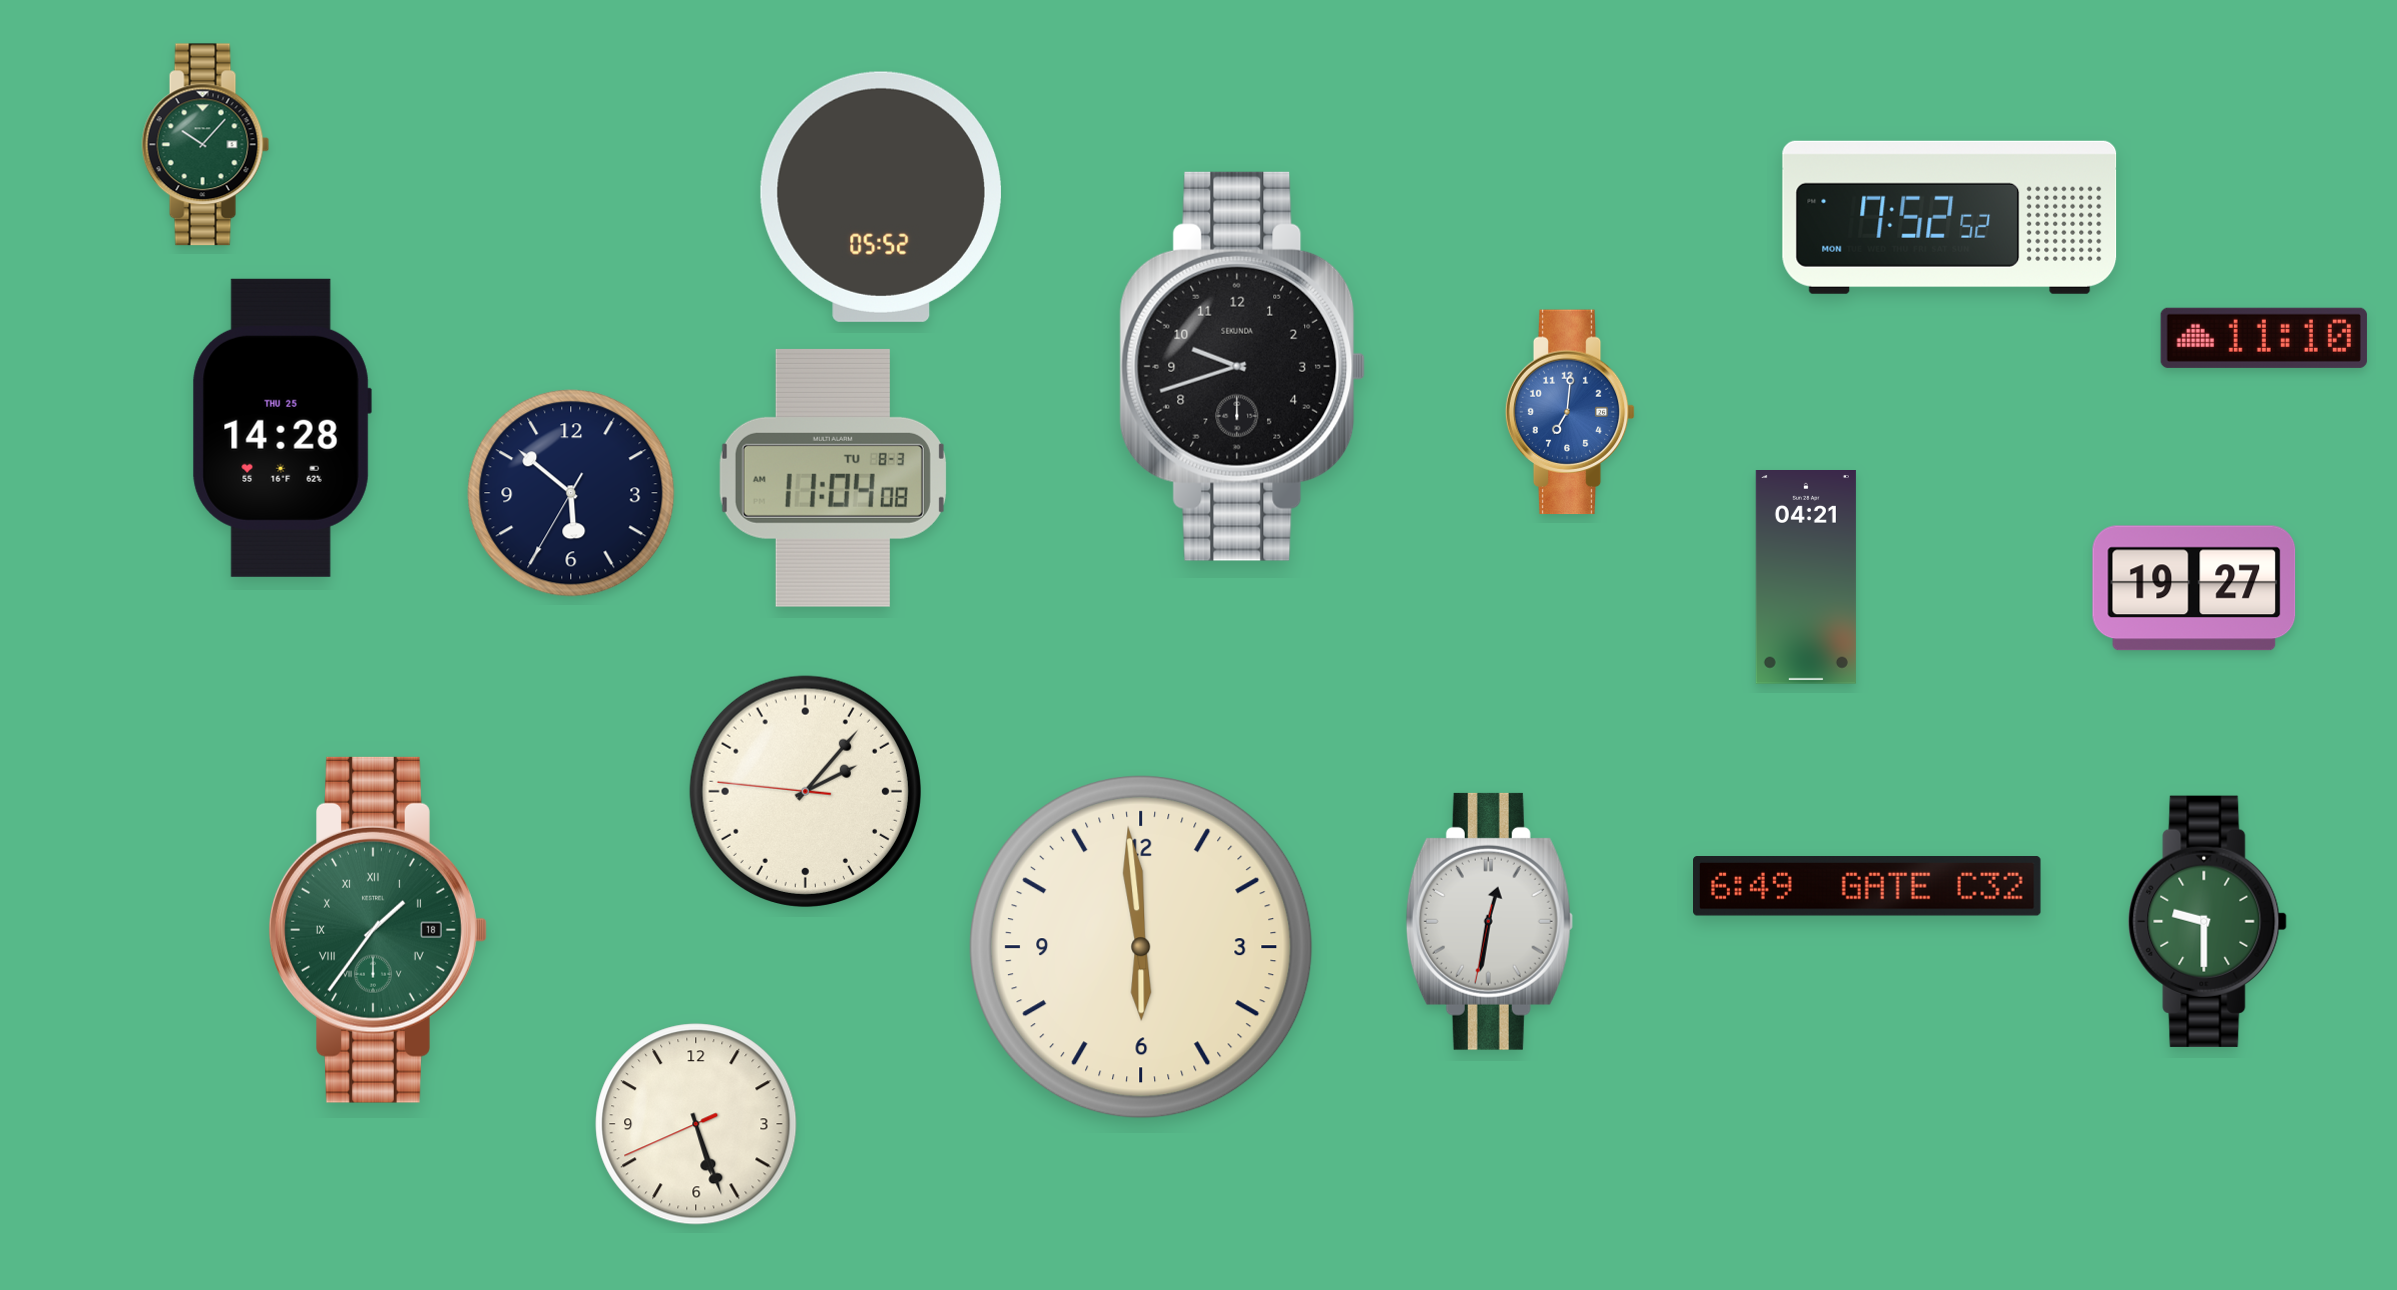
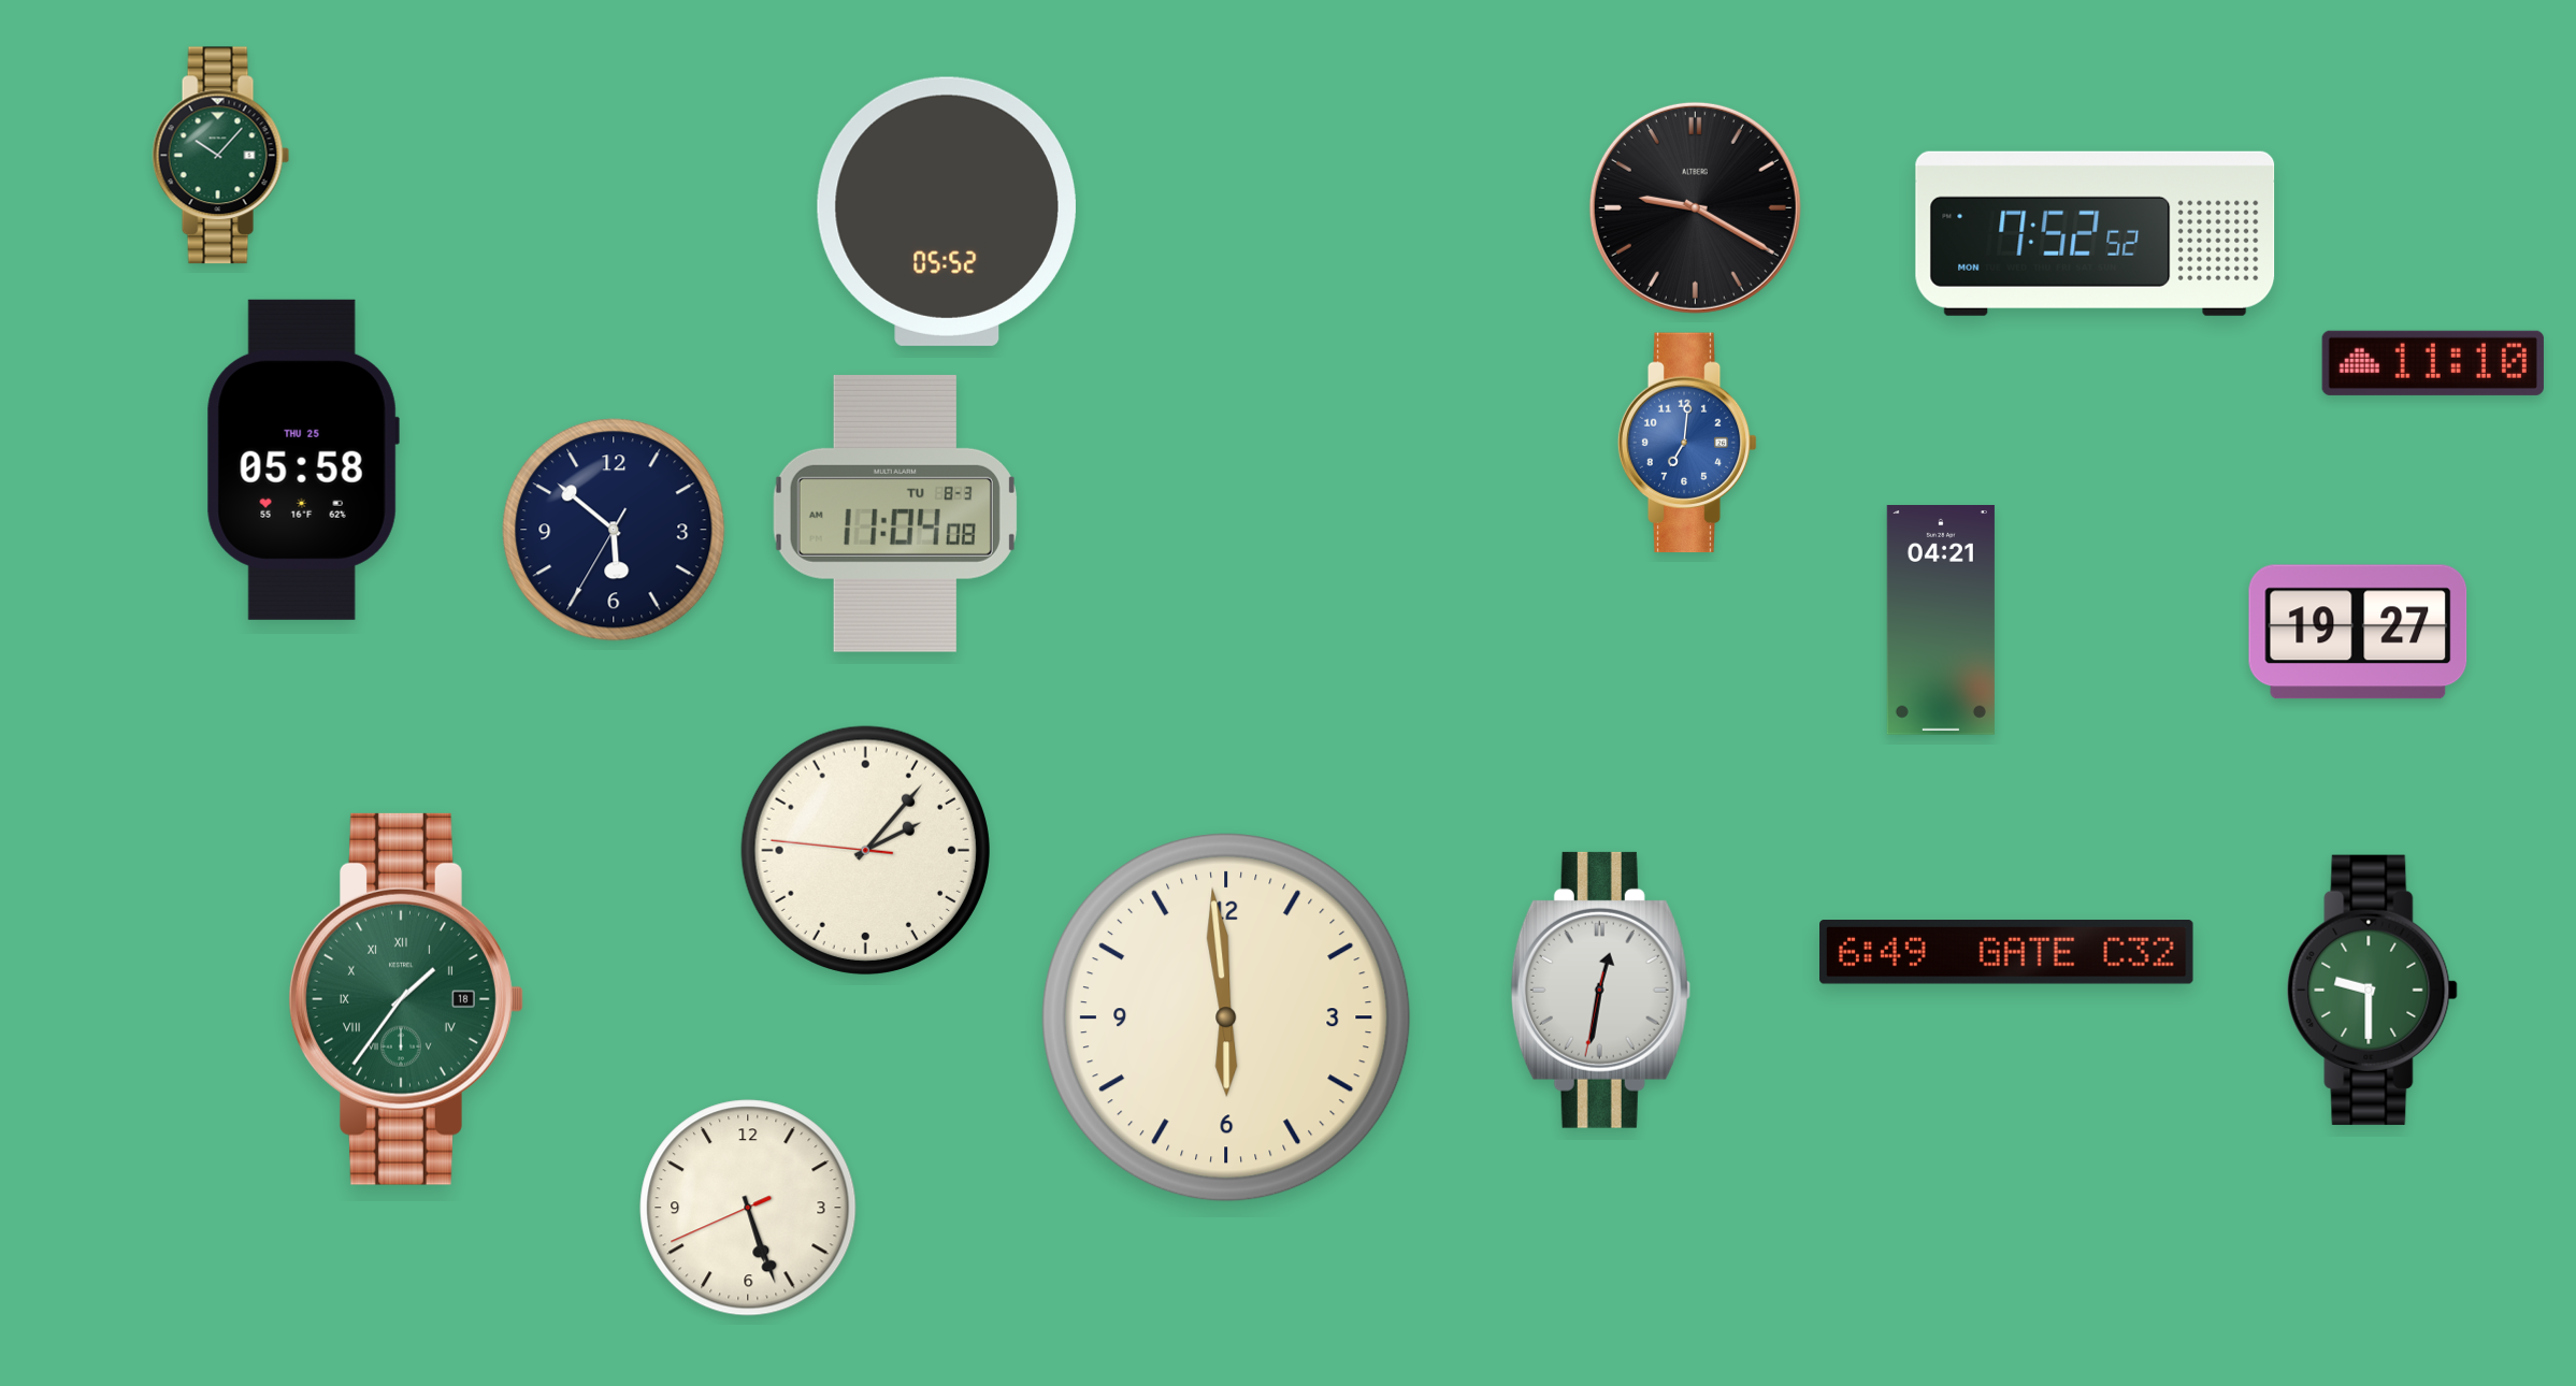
clock at (1695, 207): none -> 9:20
clock at (1243, 366): 9:42 -> none
clock at (282, 428): 14:28 -> 05:58
